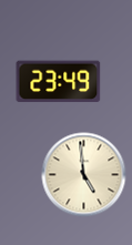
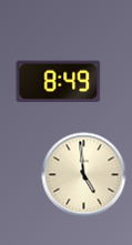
clock at (59, 82): 23:49 -> 8:49
